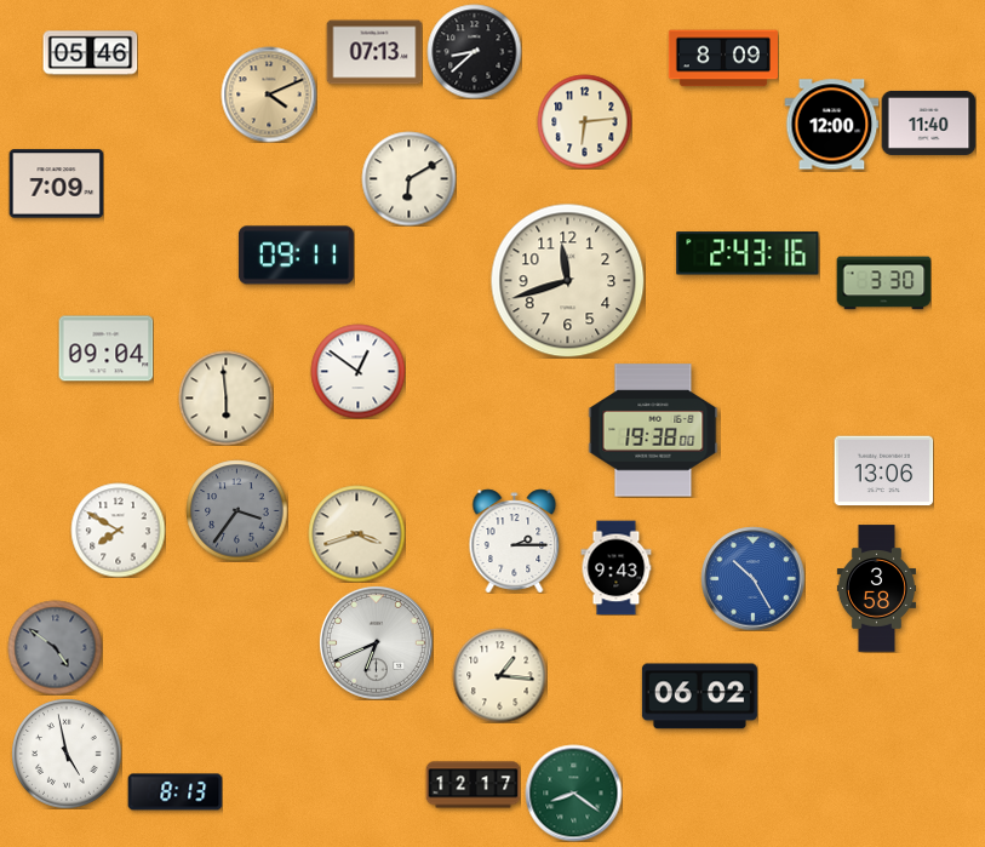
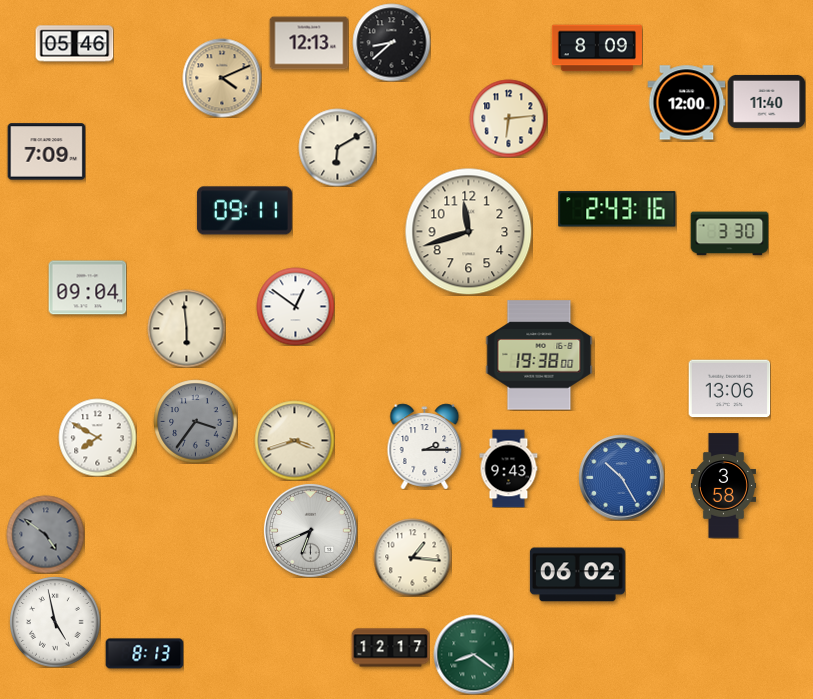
clock at (374, 52): 07:13 -> 12:13
clock at (584, 121) position: (584, 121) -> (508, 118)
